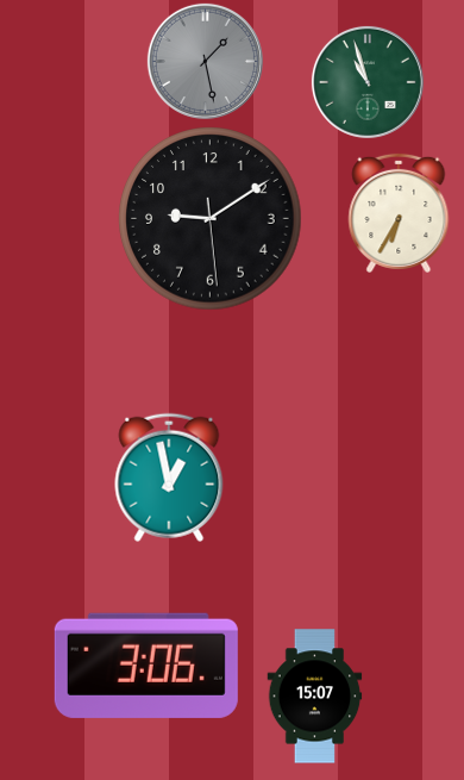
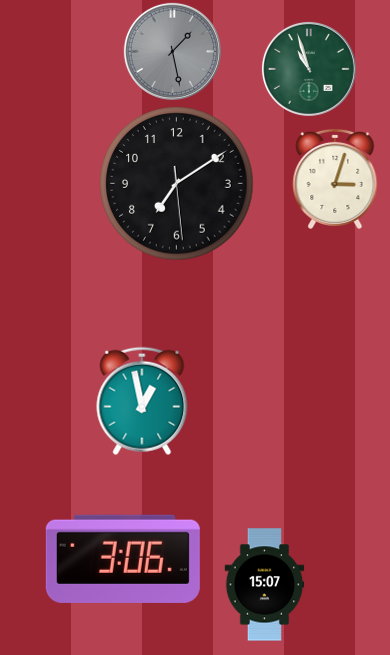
clock at (399, 213): 6:35 -> 3:03
clock at (211, 219): 9:09 -> 7:09
